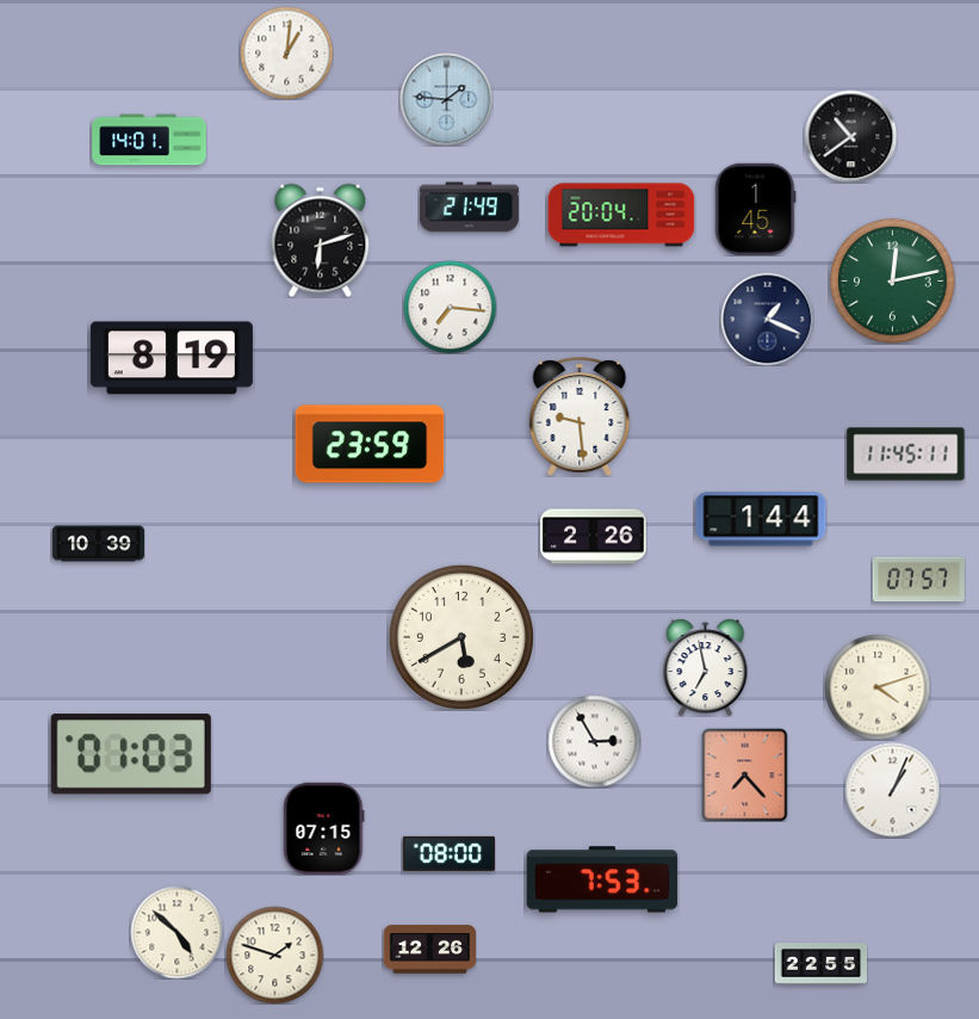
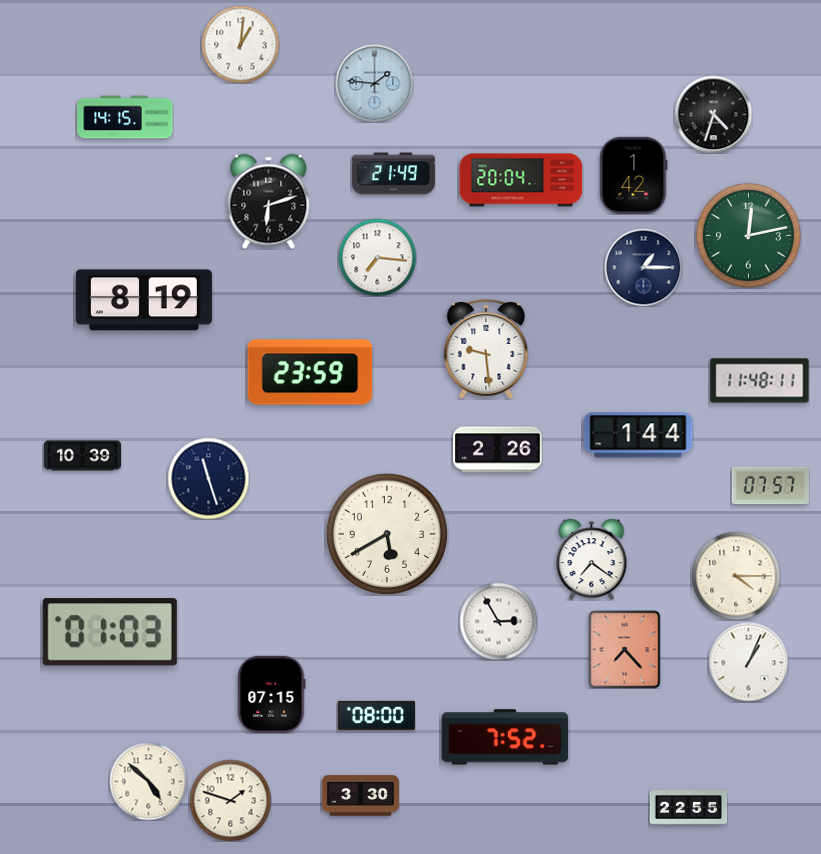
clock at (850, 136): 10:39 -> 4:33
clock at (149, 140): 14:01 -> 14:15
clock at (755, 209): 1:45 -> 1:42
clock at (767, 319): 1:19 -> 1:15
clock at (906, 455): 11:45 -> 11:48
clock at (208, 478): none -> 11:27
clock at (706, 667): 6:58 -> 7:21
clock at (878, 687): 4:12 -> 4:15
clock at (602, 879): 7:53 -> 7:52
clock at (429, 950): 12:26 -> 3:30
